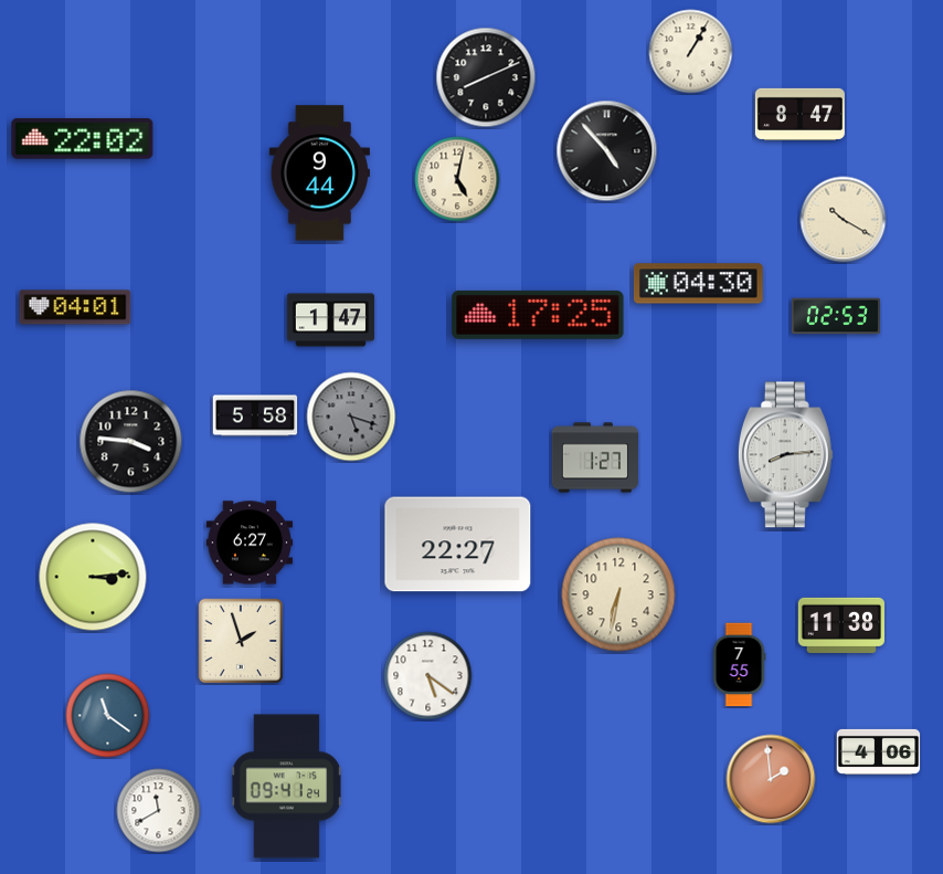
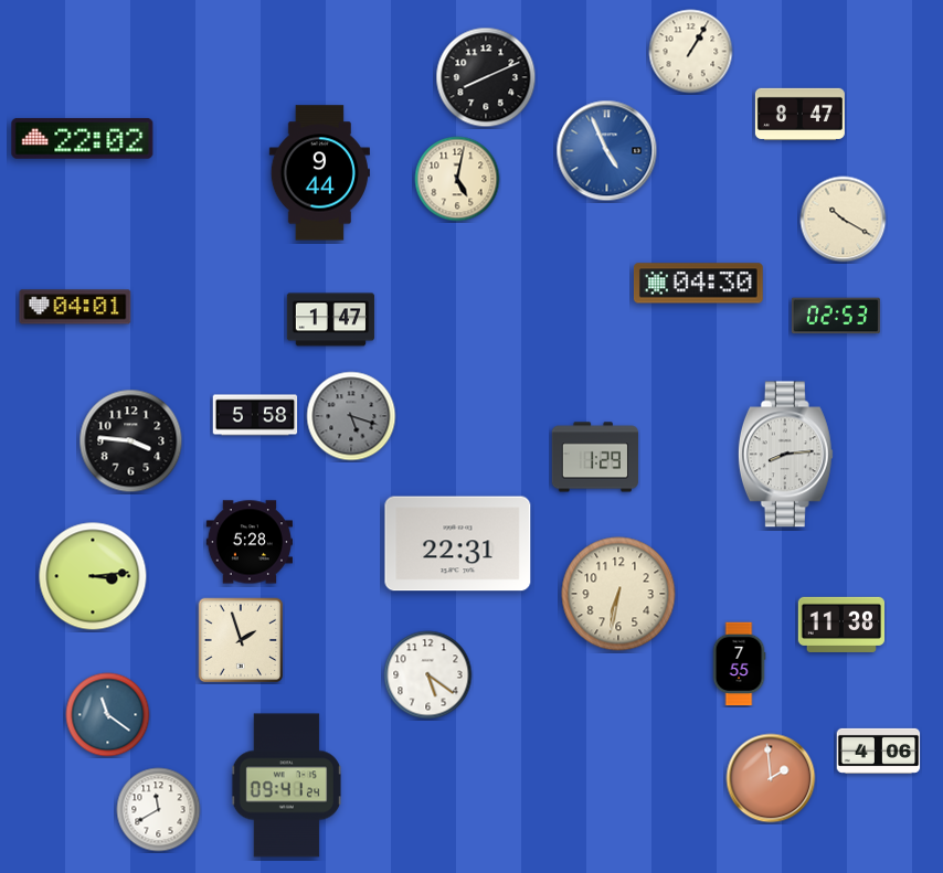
clock at (607, 151): 4:53 -> 4:56
clock at (607, 151) dial: black -> blue
clock at (538, 315): 17:25 -> none
clock at (594, 457): 1:27 -> 1:29
clock at (248, 543): 6:27 -> 5:28
clock at (458, 545): 22:27 -> 22:31
